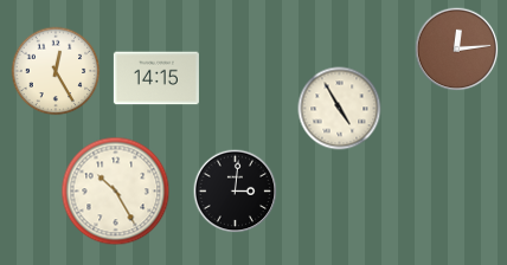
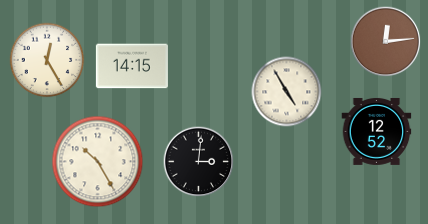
clock at (377, 131): none -> 12:52
